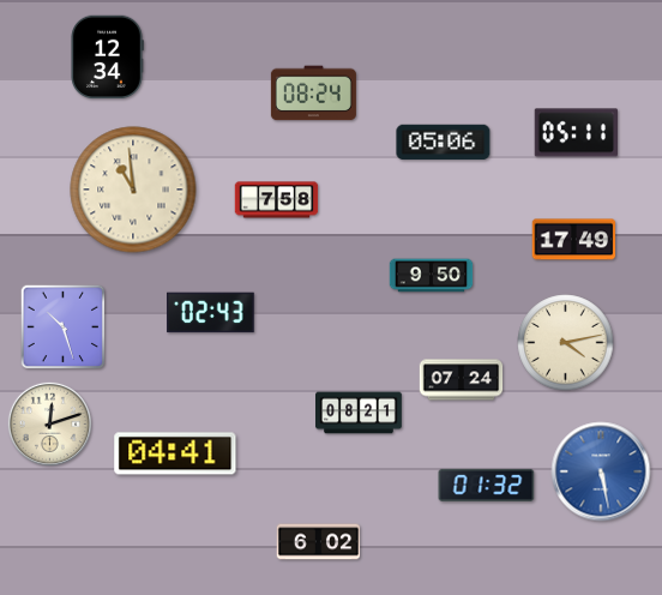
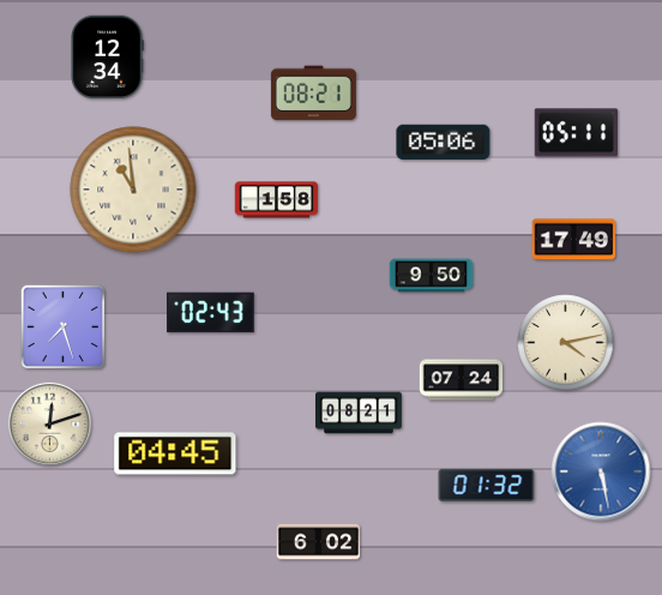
clock at (313, 94): 08:24 -> 08:21
clock at (277, 200): 7:58 -> 1:58
clock at (64, 327): 10:27 -> 7:27
clock at (175, 453): 04:41 -> 04:45
